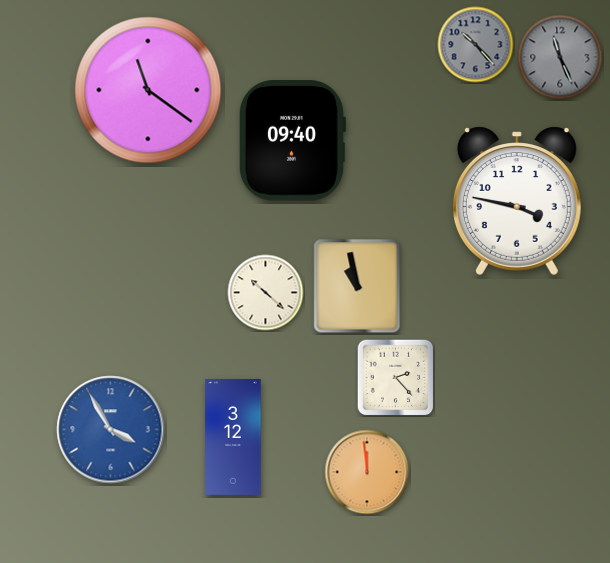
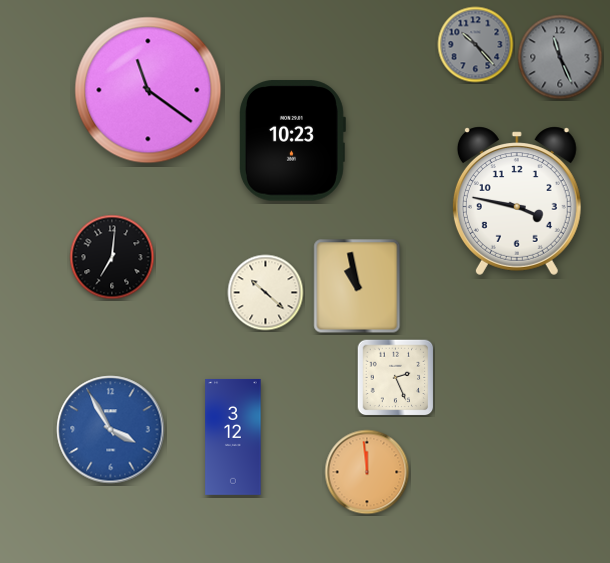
clock at (292, 141): 09:40 -> 10:23
clock at (112, 257): none -> 7:01
clock at (395, 377): 2:23 -> 2:26
